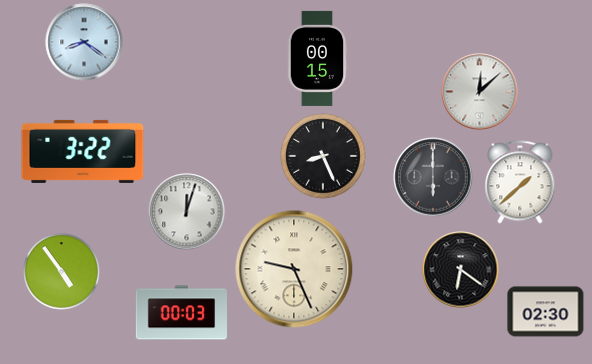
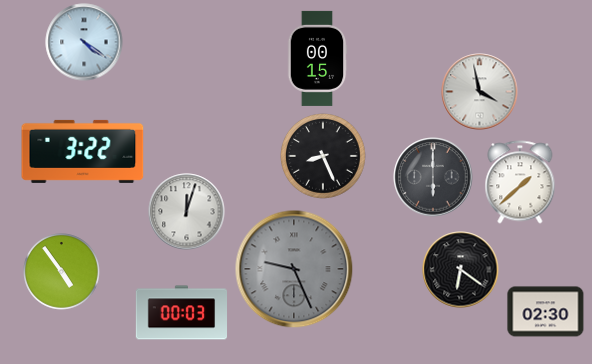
clock at (84, 42): 8:21 -> 4:21
clock at (480, 92): 12:08 -> 3:58
clock at (294, 269) dial: cream -> grey
